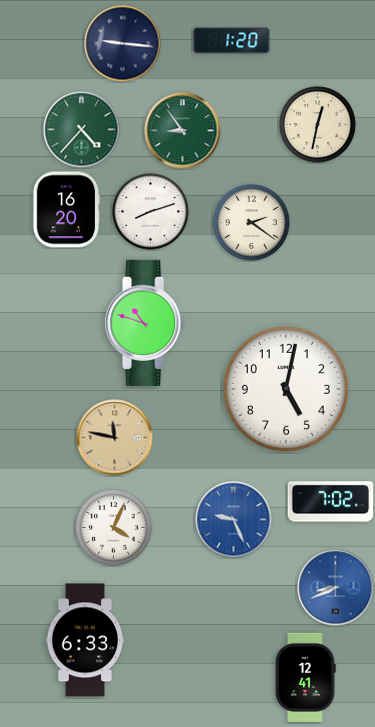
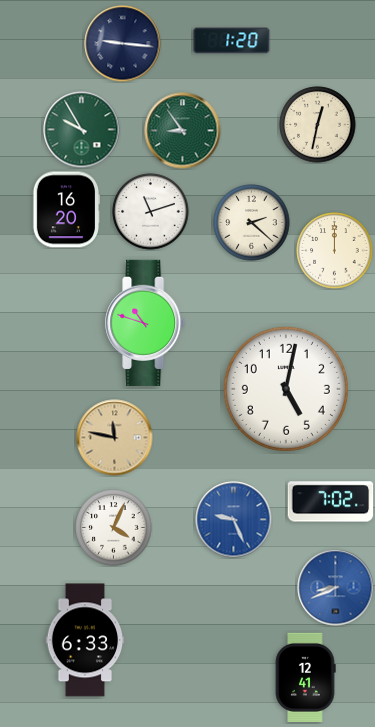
clock at (82, 130): 4:37 -> 9:55
clock at (151, 212): 8:12 -> 11:12
clock at (252, 223): 2:21 -> 2:22
clock at (335, 251): none -> 12:00
